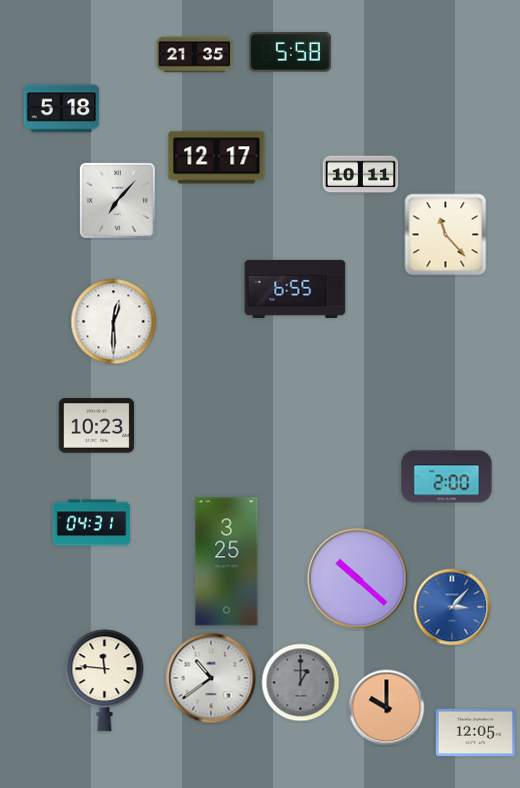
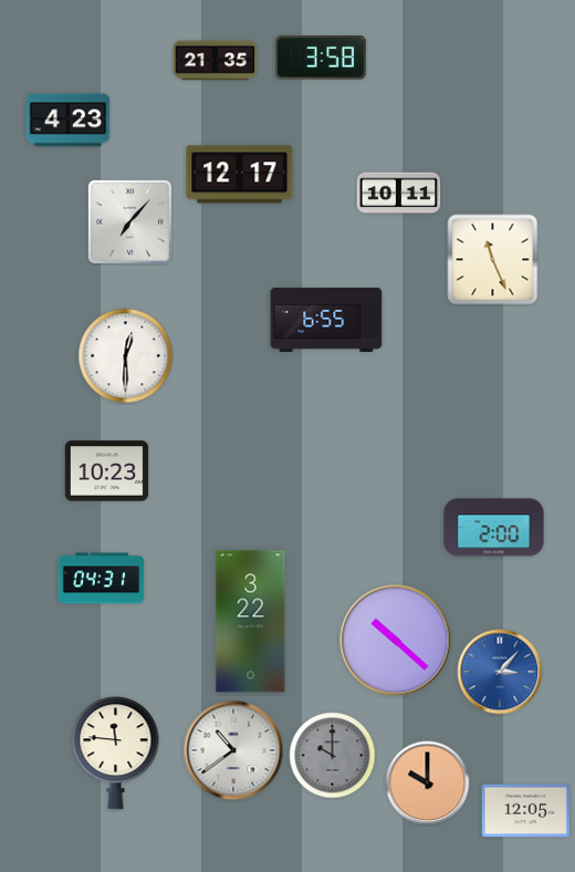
clock at (290, 52): 5:58 -> 3:58
clock at (62, 109): 5:18 -> 4:23
clock at (446, 235): 11:23 -> 11:26
clock at (227, 562): 3:25 -> 3:22
clock at (301, 683): 1:00 -> 10:00
